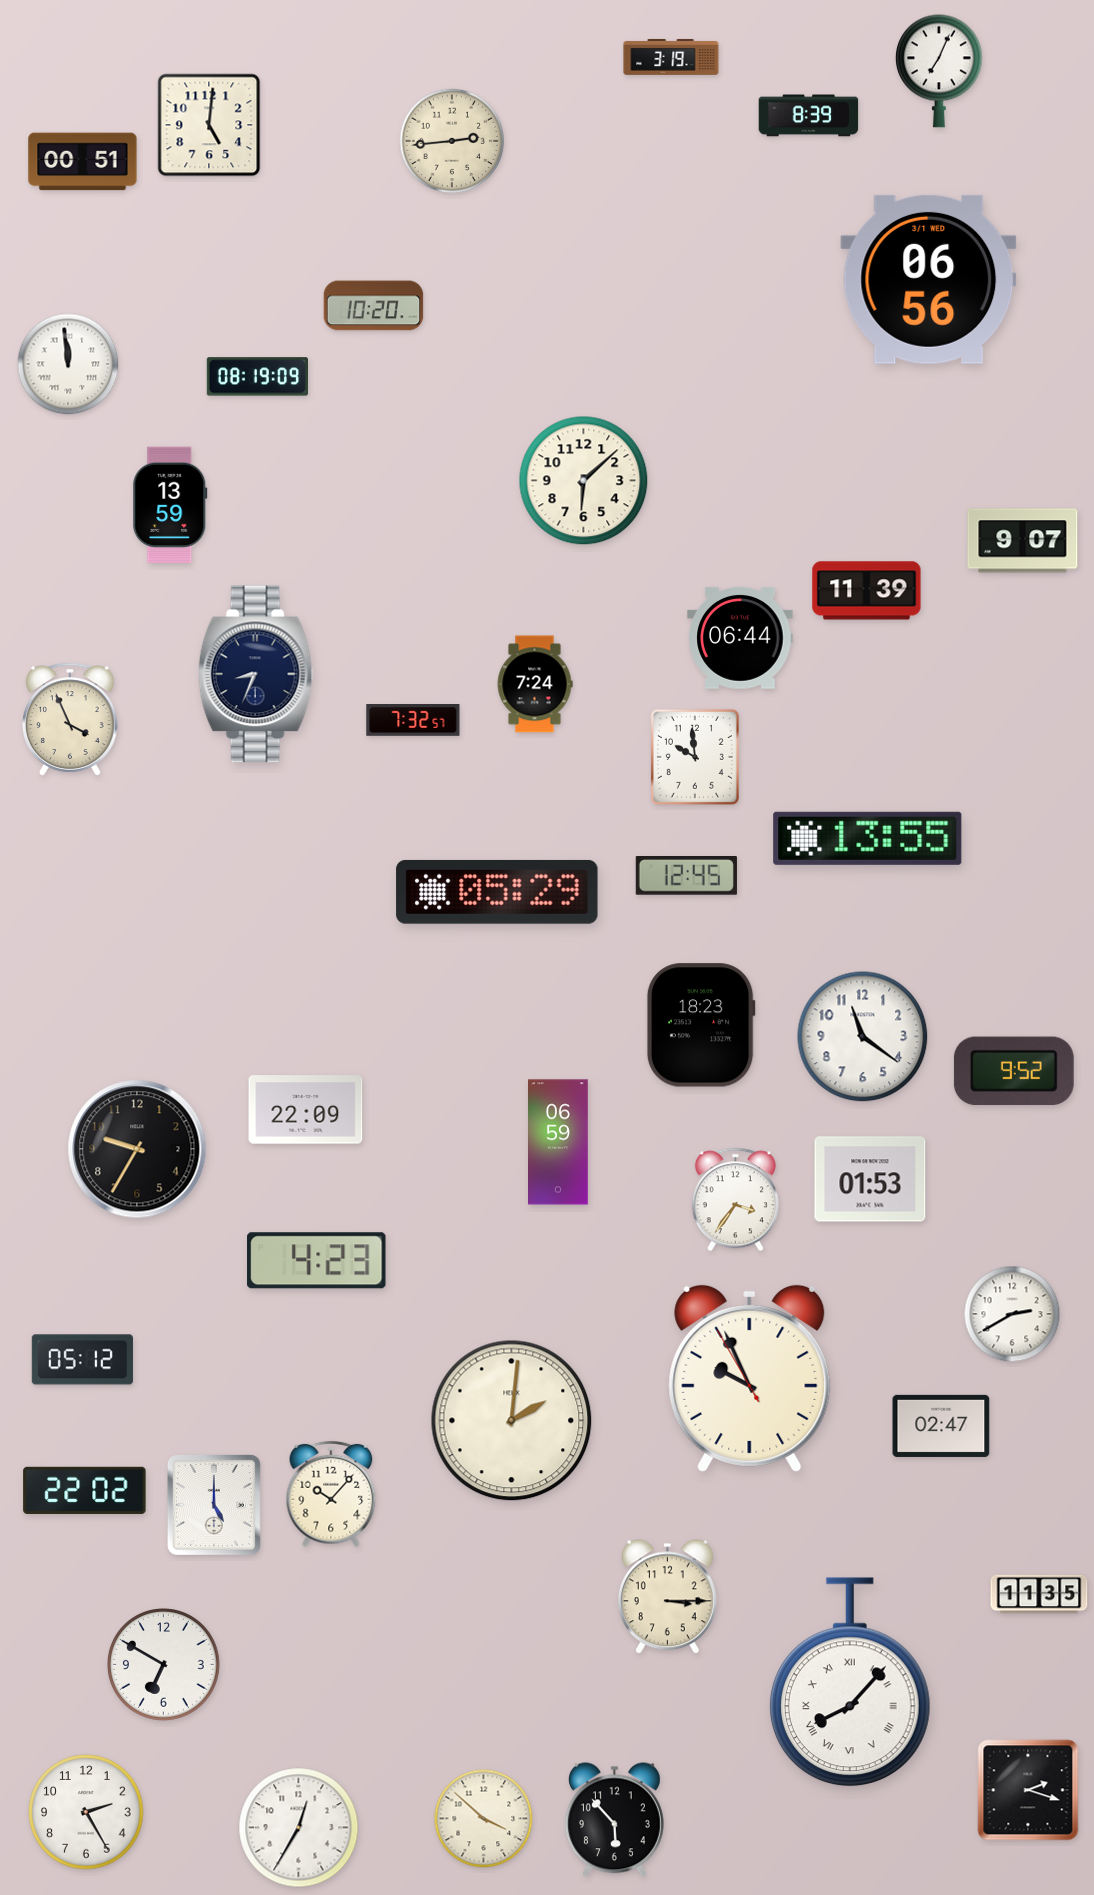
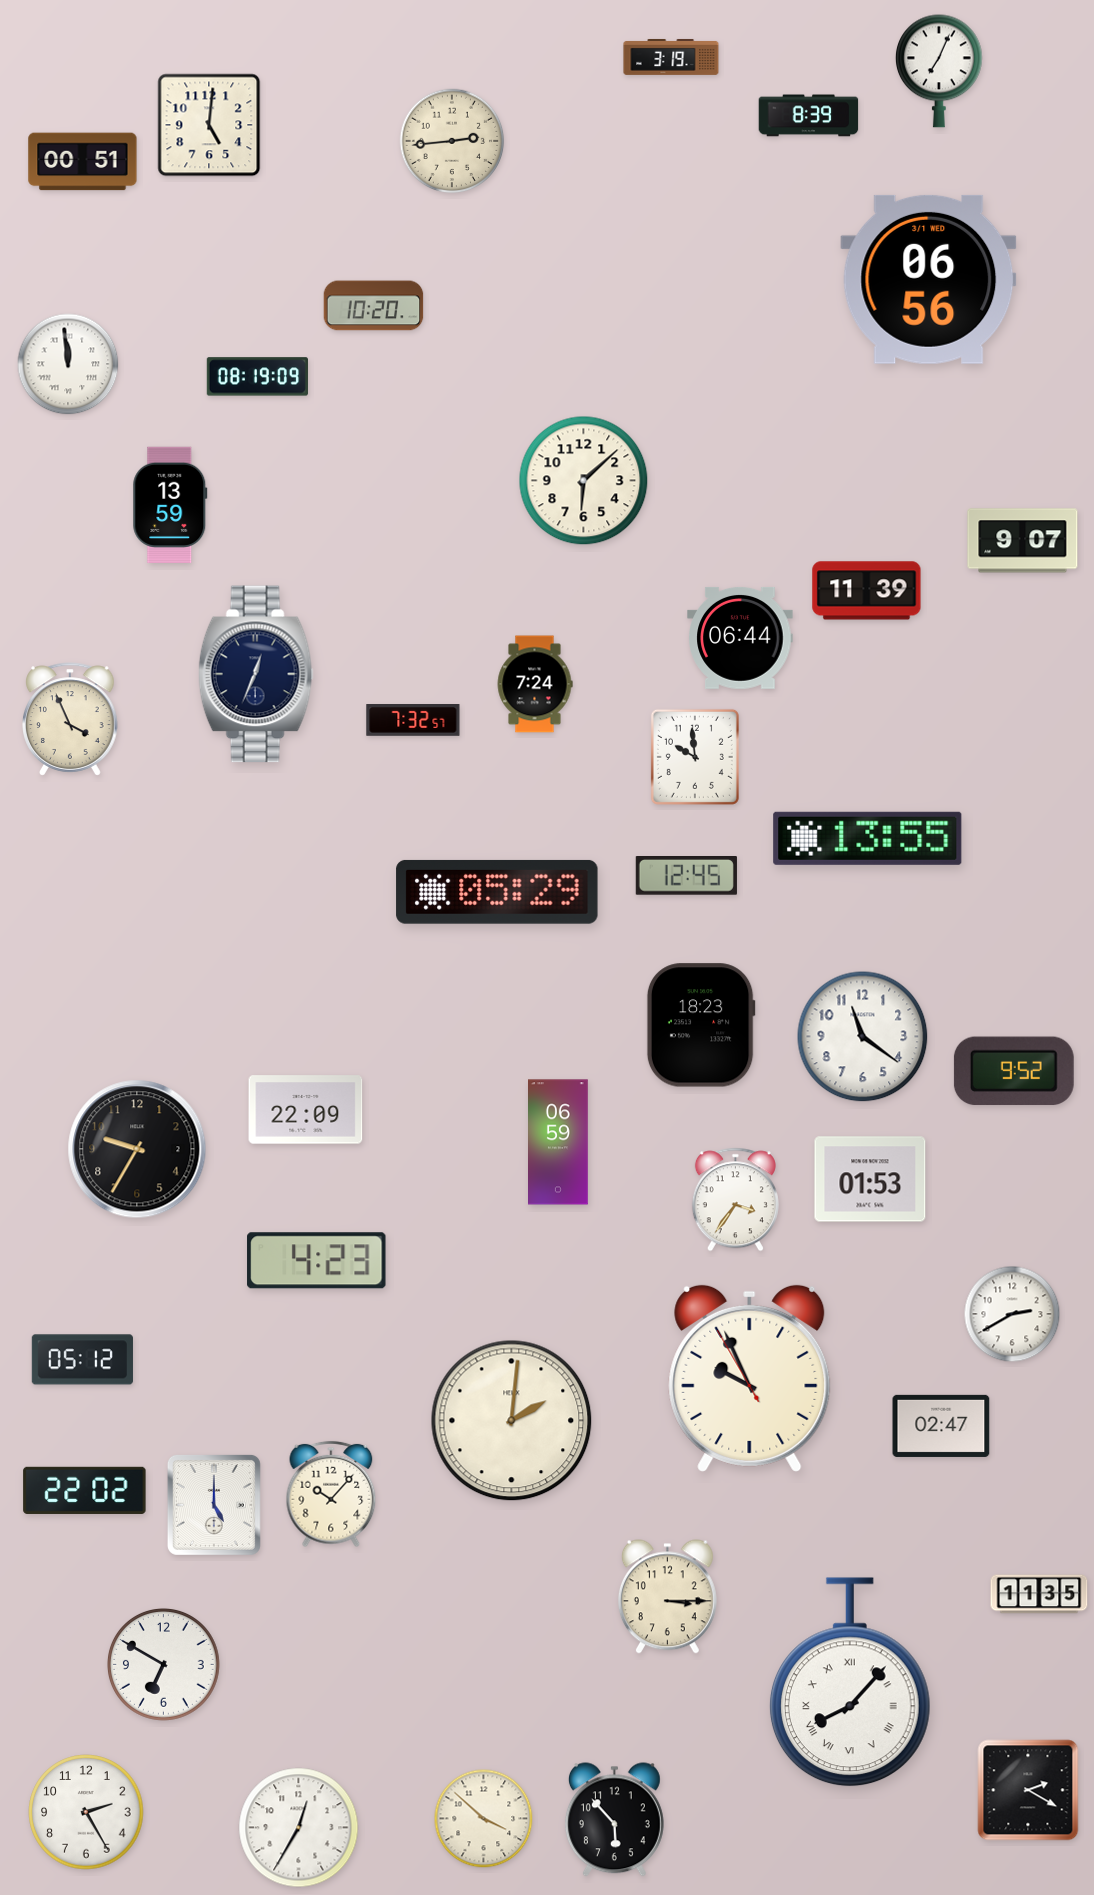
clock at (256, 674): 8:34 -> 12:34
clock at (1028, 1790): 2:18 -> 2:20
